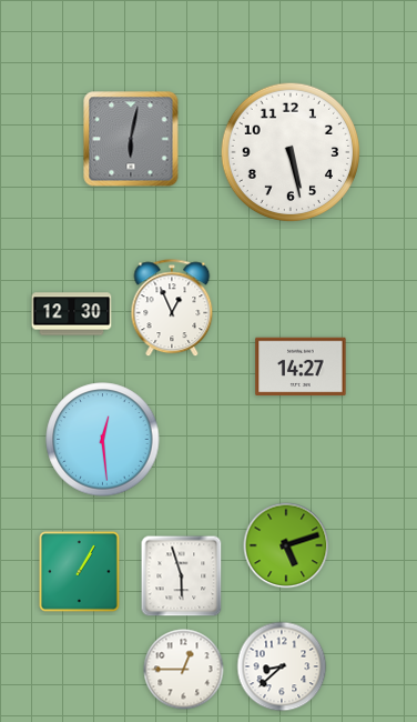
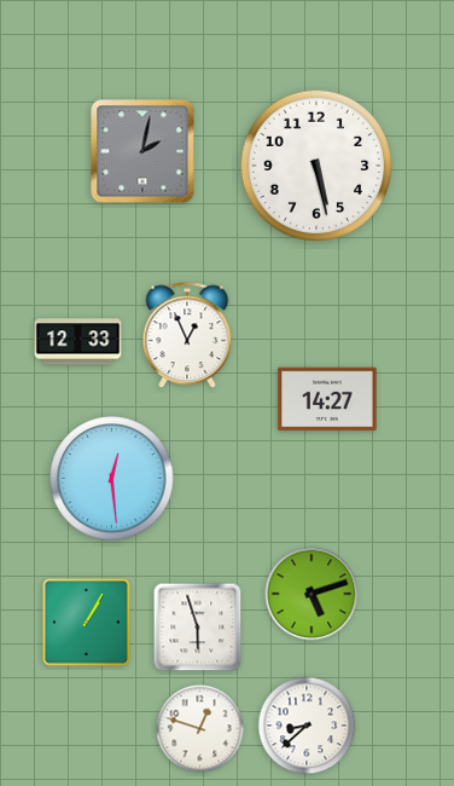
clock at (131, 139): 6:02 -> 2:02
clock at (72, 314): 12:30 -> 12:33
clock at (184, 670): 12:45 -> 12:48
